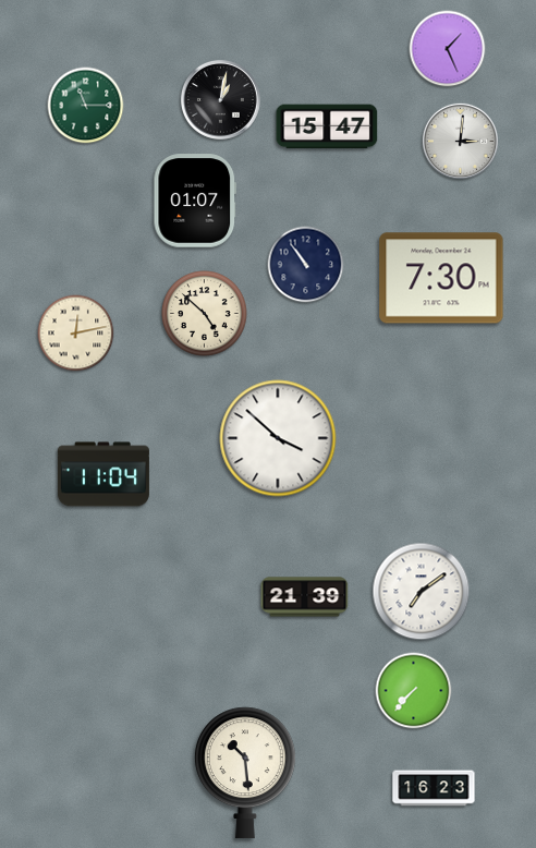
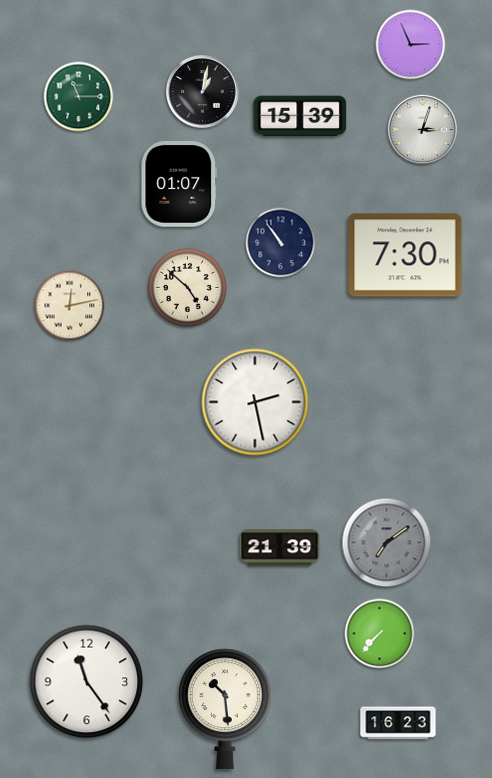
clock at (448, 49): 1:26 -> 2:56
clock at (327, 126): 15:47 -> 15:39
clock at (460, 141): 3:01 -> 3:03
clock at (278, 438): 3:52 -> 2:28
clock at (103, 474): 11:04 -> none
clock at (422, 592) dial: white -> grey
clock at (87, 682): none -> 11:24
